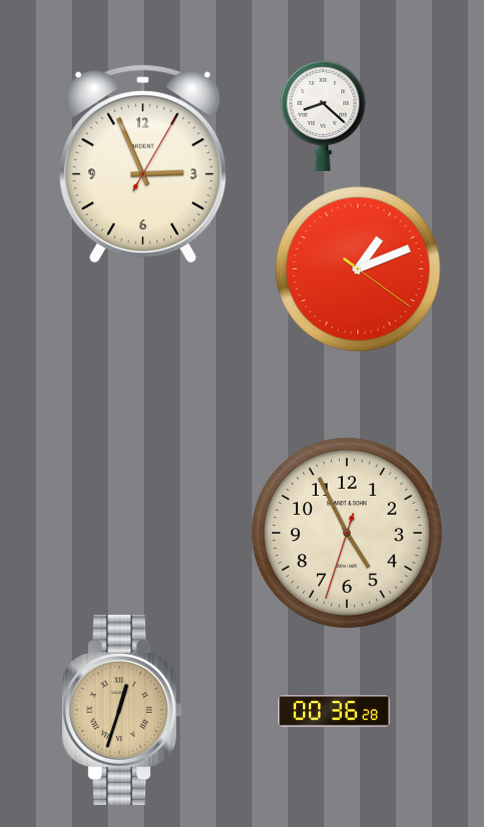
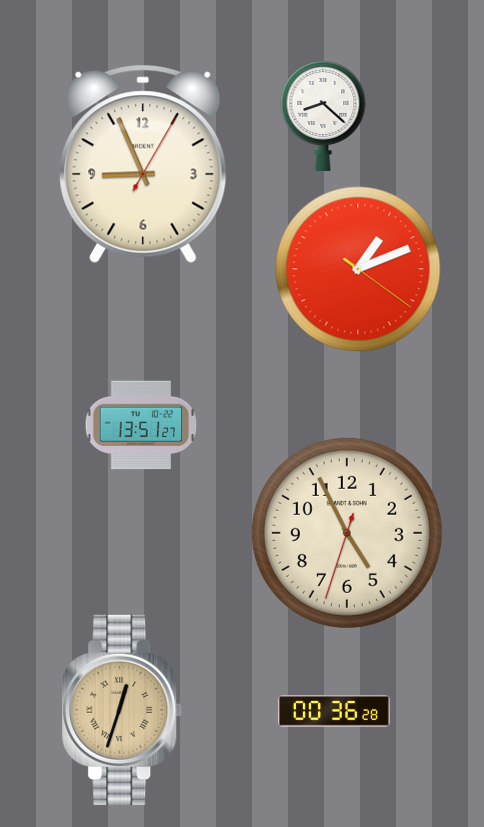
clock at (143, 164): 2:56 -> 8:56
clock at (141, 425): none -> 13:51
